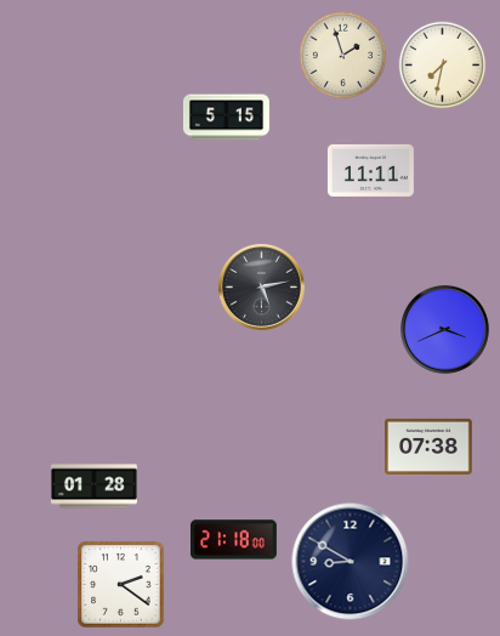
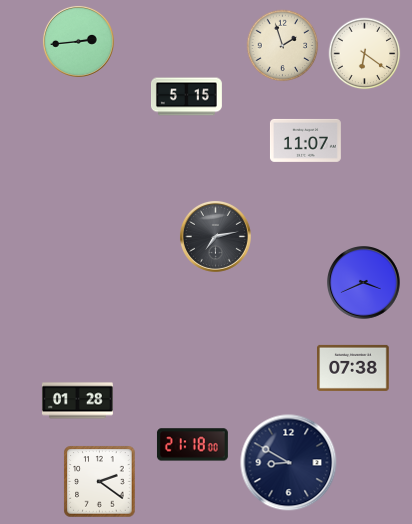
clock at (78, 41): none -> 2:44
clock at (443, 66): 7:32 -> 6:21
clock at (370, 170): 11:11 -> 11:07
clock at (261, 286): 5:13 -> 7:13
clock at (445, 330) position: (445, 330) -> (364, 283)
